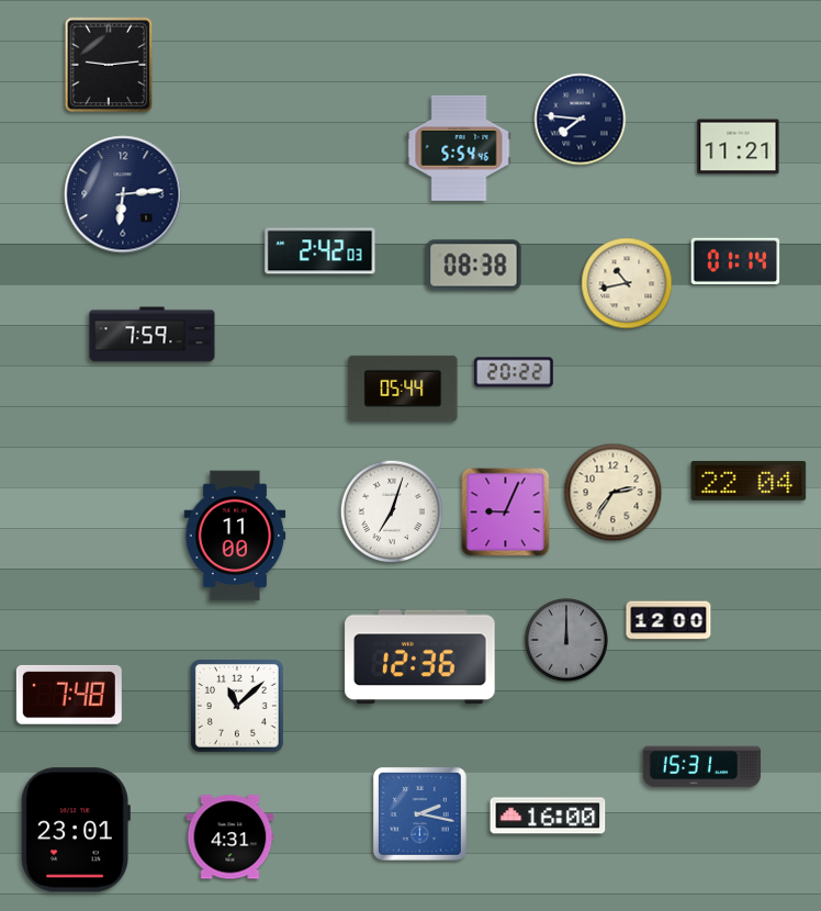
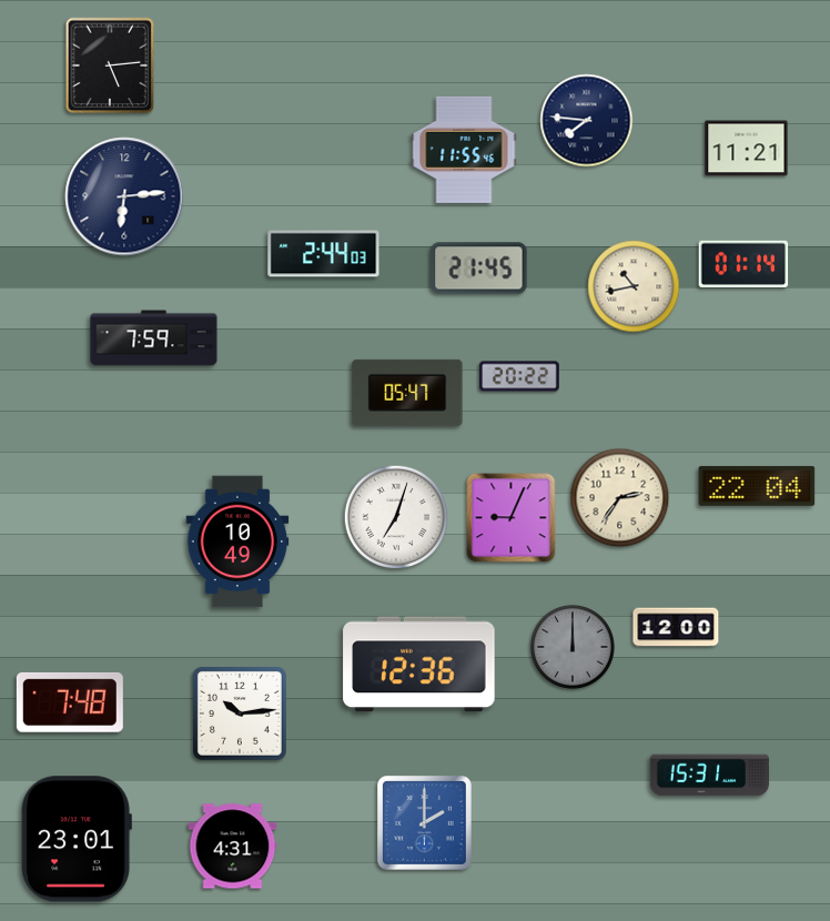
clock at (109, 65): 9:14 -> 5:14
clock at (459, 148): 5:54 -> 11:55
clock at (320, 251): 2:42 -> 2:44
clock at (474, 266): 08:38 -> 21:45
clock at (403, 389): 05:44 -> 05:47
clock at (235, 536): 11:00 -> 10:49
clock at (420, 657) position: (420, 657) -> (419, 665)
clock at (237, 706): 11:08 -> 10:14
clock at (419, 813): 2:17 -> 2:00
clock at (548, 816): 16:00 -> none
